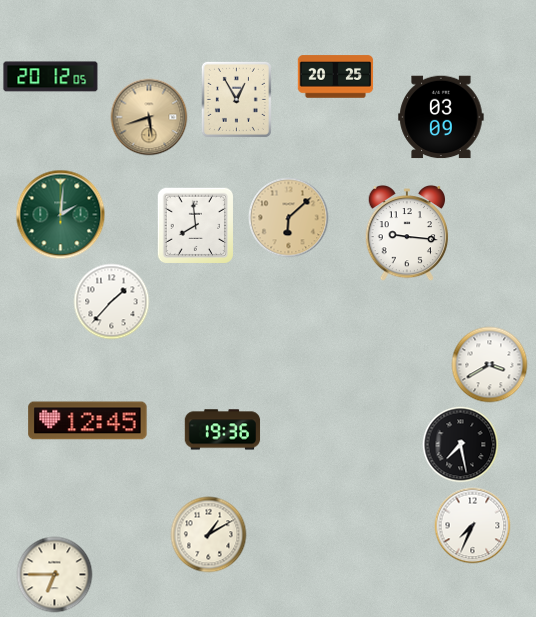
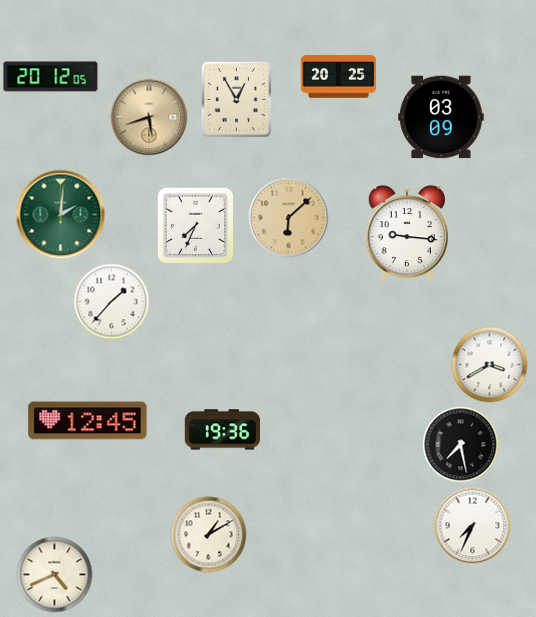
clock at (336, 77) position: (336, 77) -> (339, 77)
clock at (195, 225): 7:59 -> 7:34
clock at (55, 575): 6:45 -> 4:41
